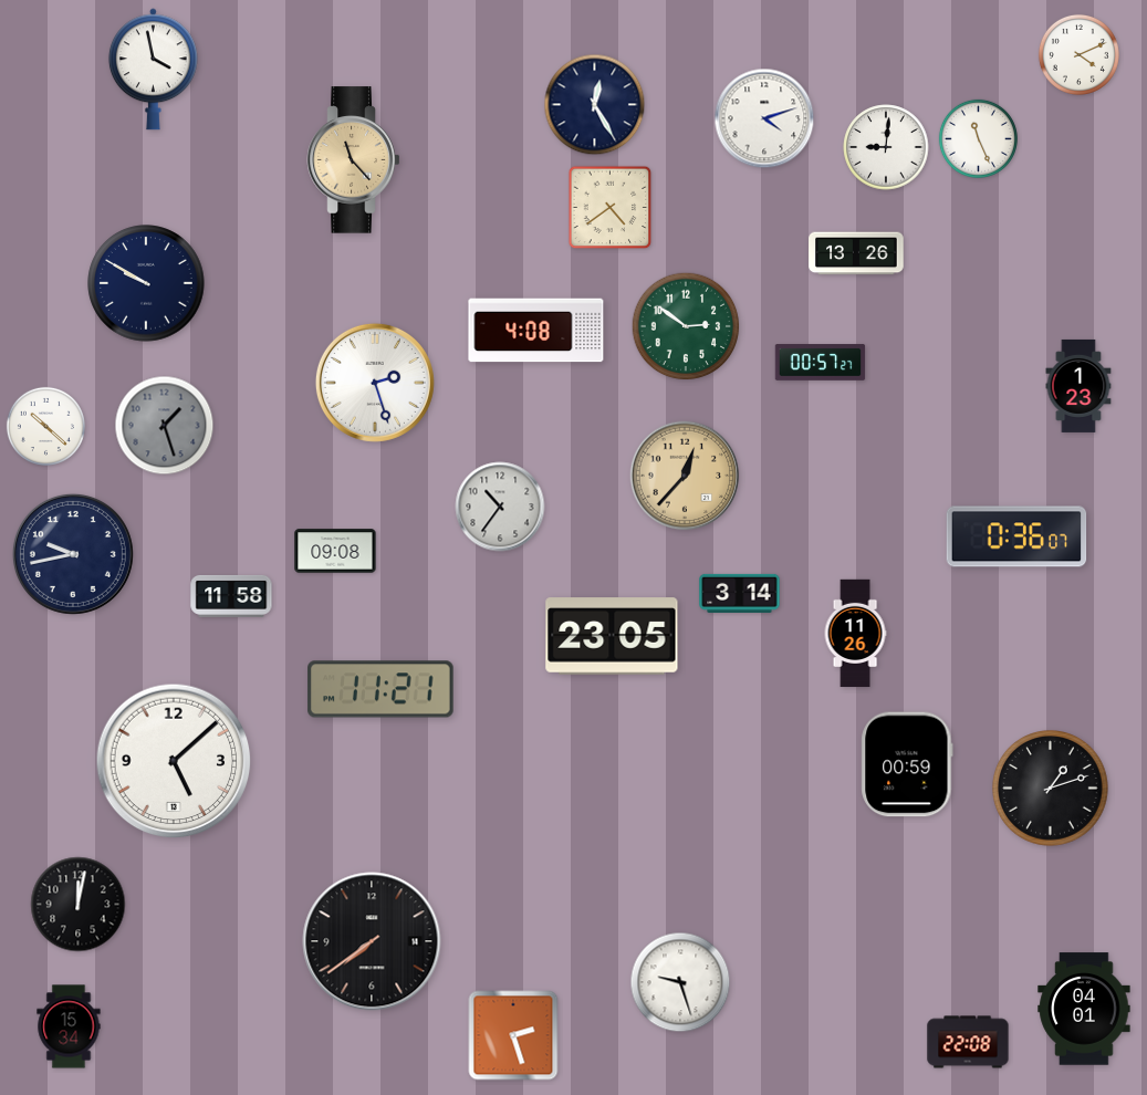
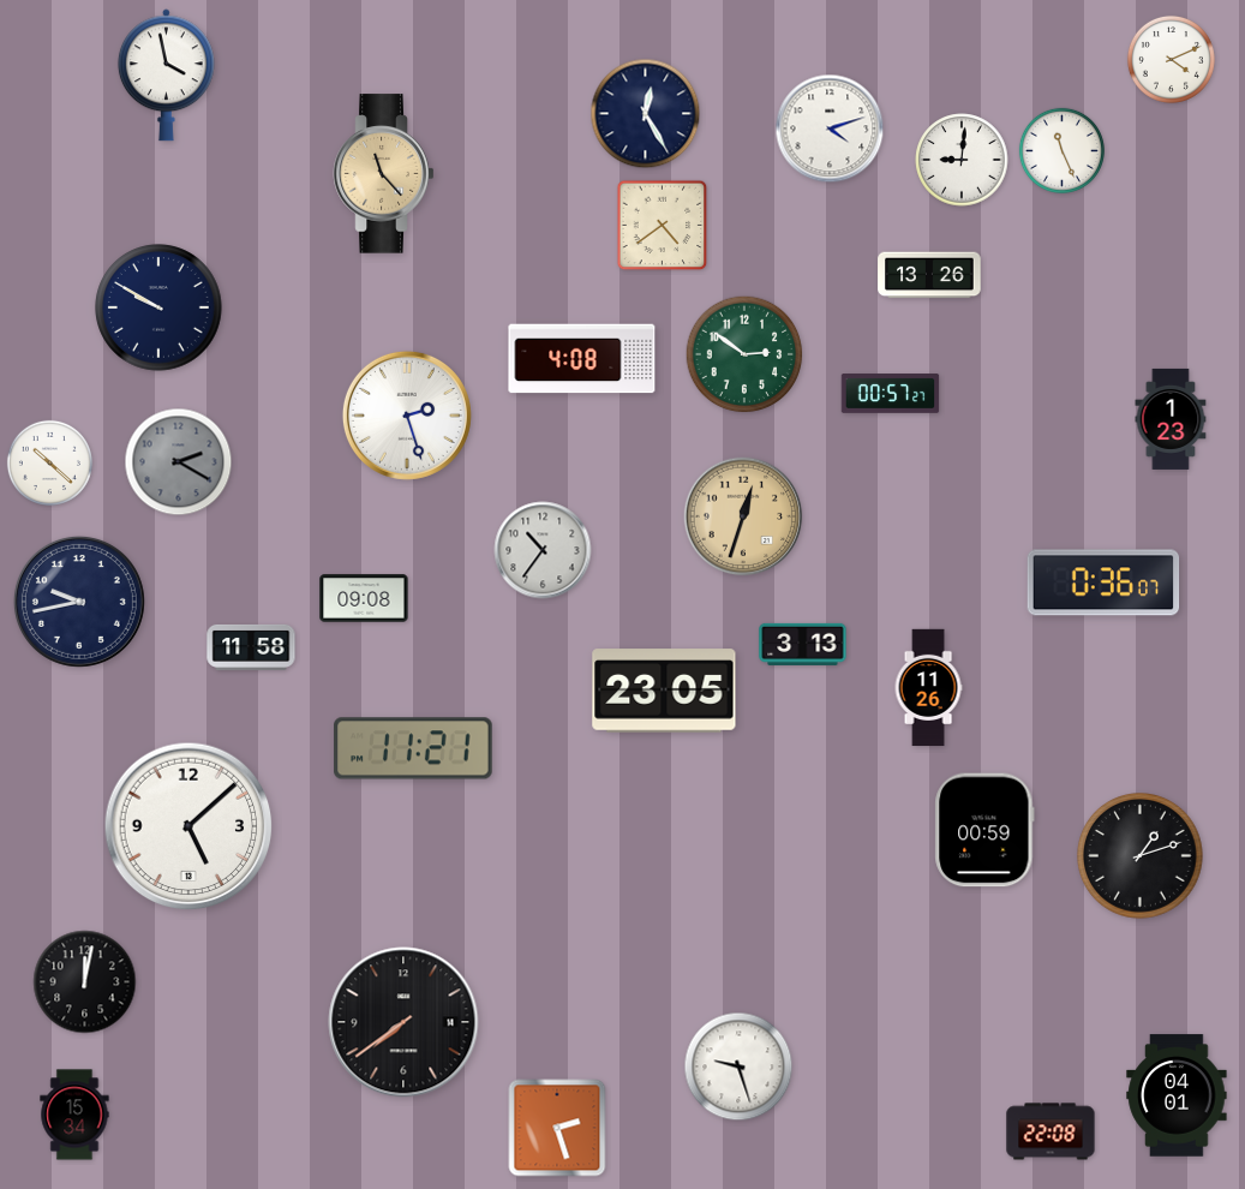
clock at (165, 426): 1:27 -> 2:20
clock at (685, 476): 12:37 -> 12:33
clock at (740, 593): 3:14 -> 3:13
clock at (513, 1035) position: (513, 1035) -> (557, 1128)
